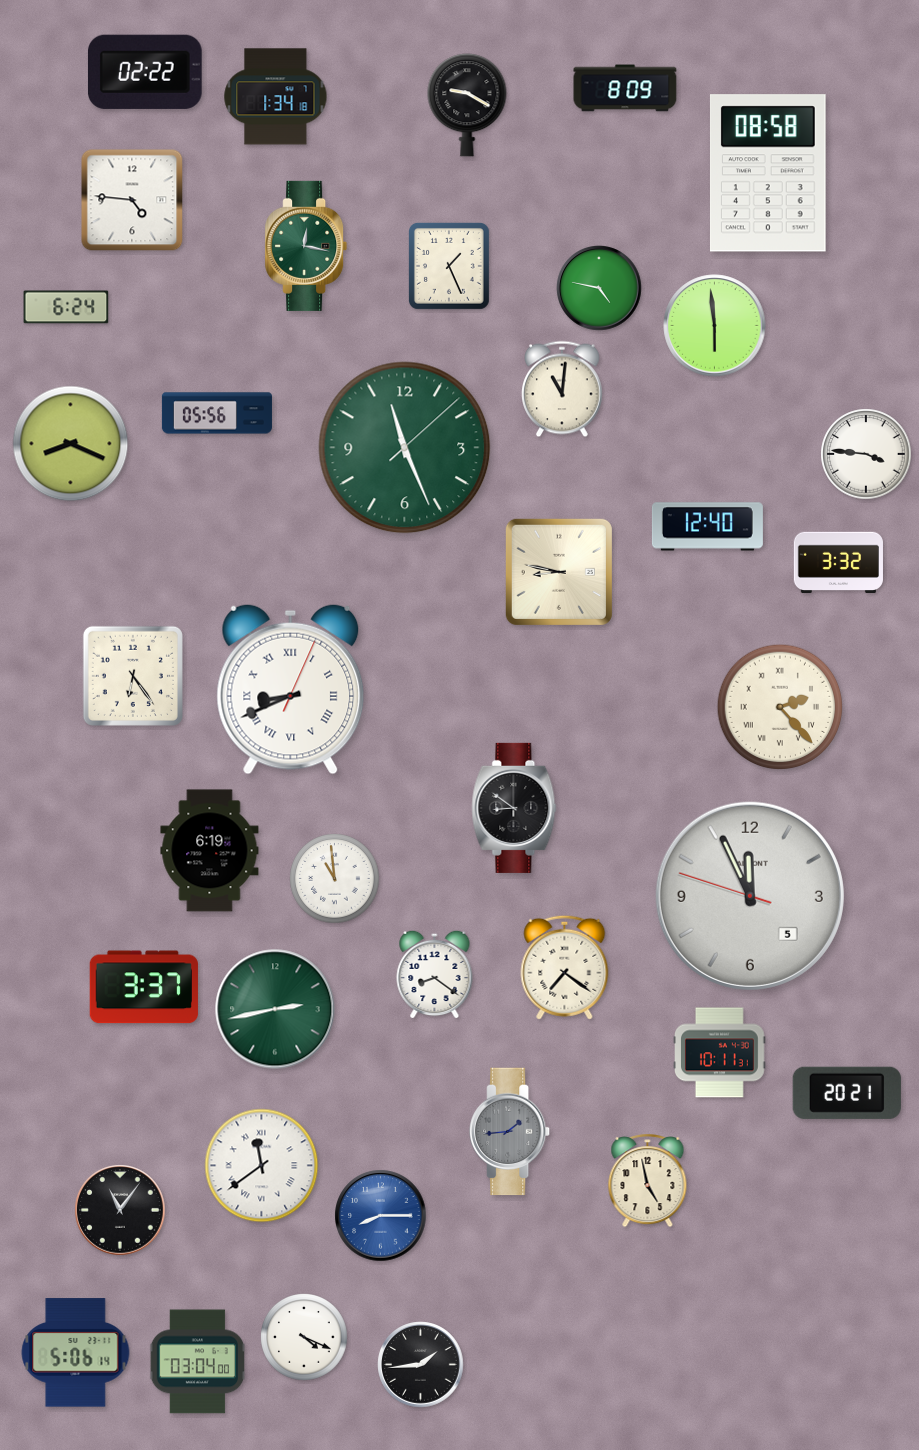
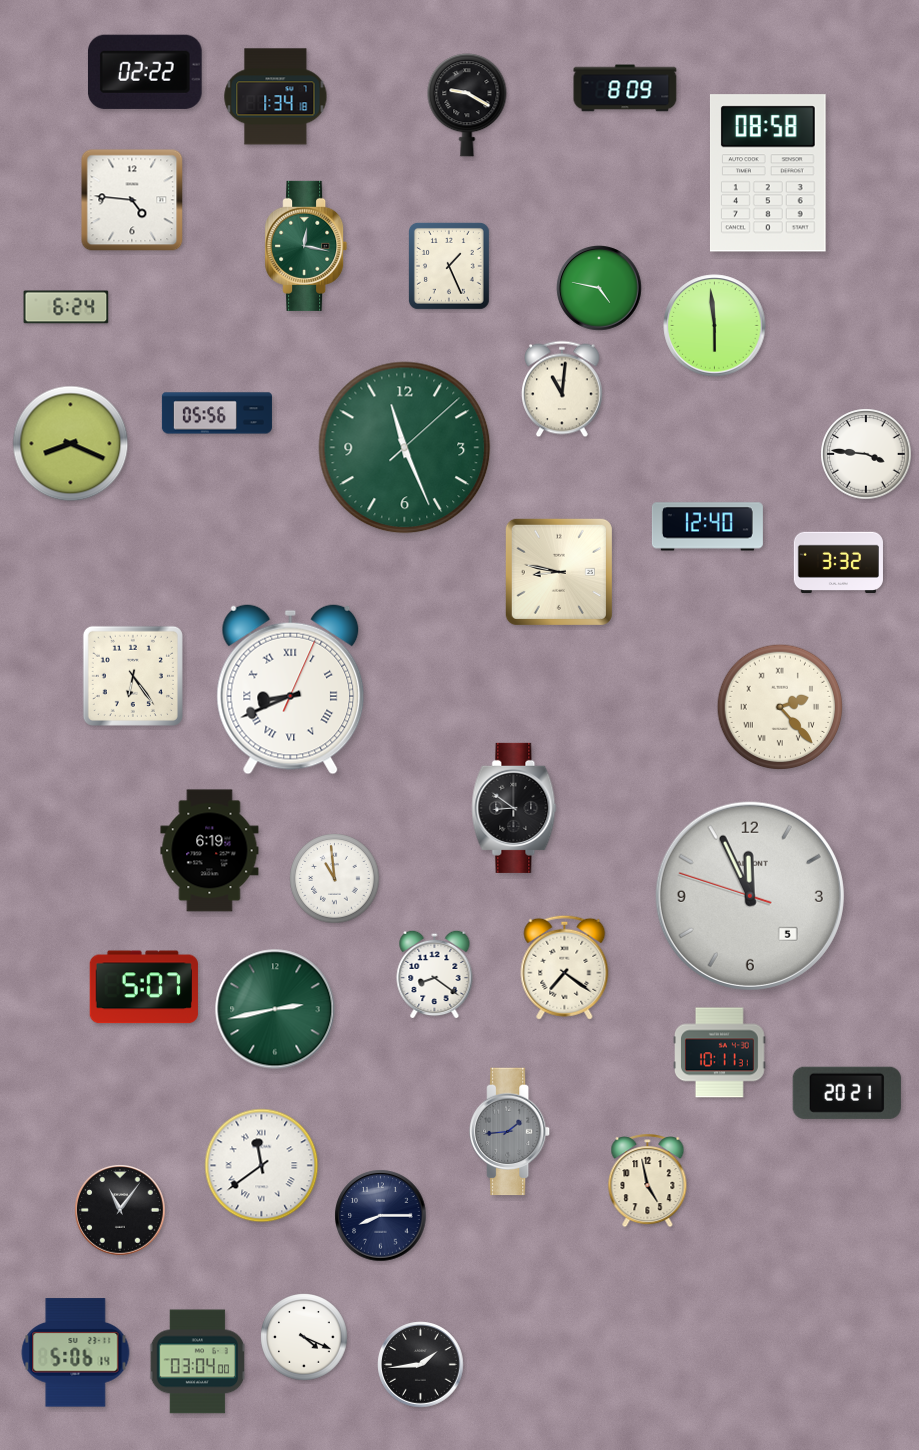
clock at (144, 987): 3:37 -> 5:07
clock at (381, 1216) dial: blue -> navy
